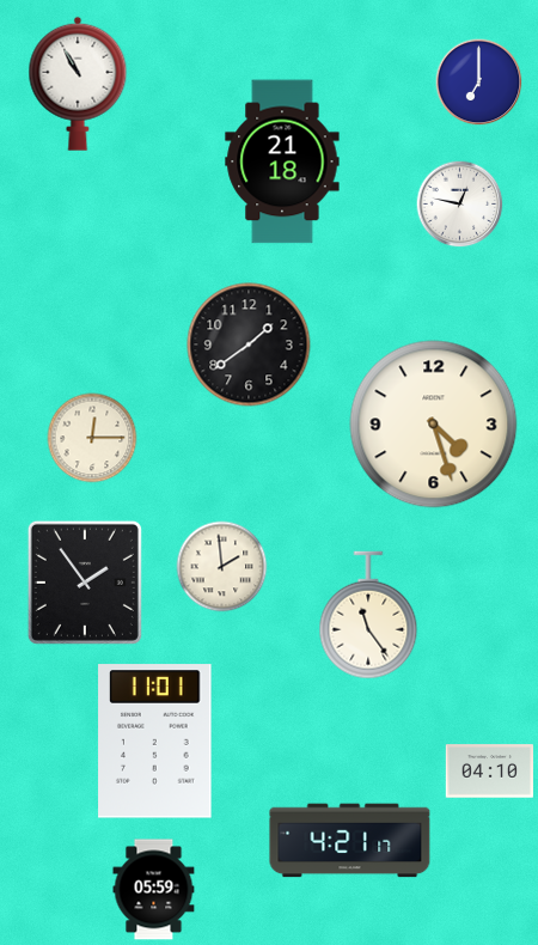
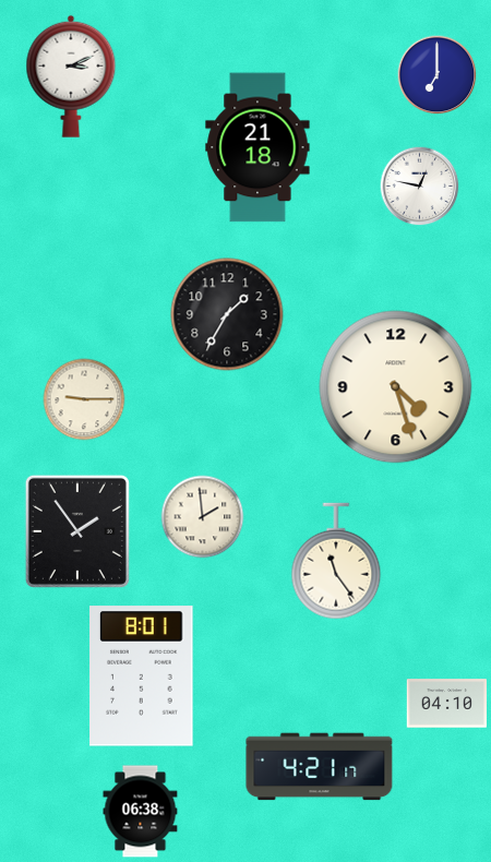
clock at (78, 84): 10:55 -> 3:11
clock at (249, 345): 1:39 -> 1:35
clock at (92, 438): 12:15 -> 9:15
clock at (155, 742): 11:01 -> 8:01
clock at (154, 890): 05:59 -> 06:38
